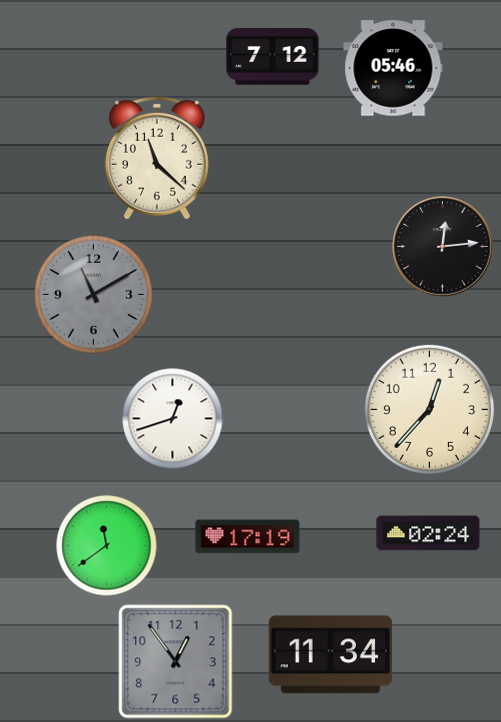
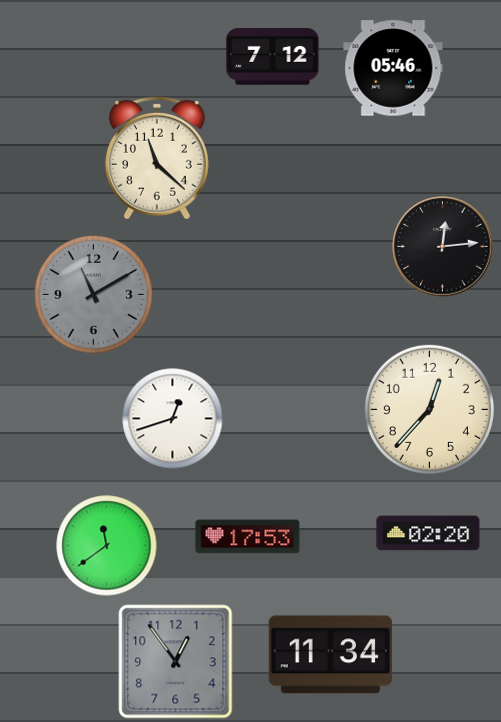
clock at (428, 533): 02:24 -> 02:20
clock at (248, 537): 17:19 -> 17:53
